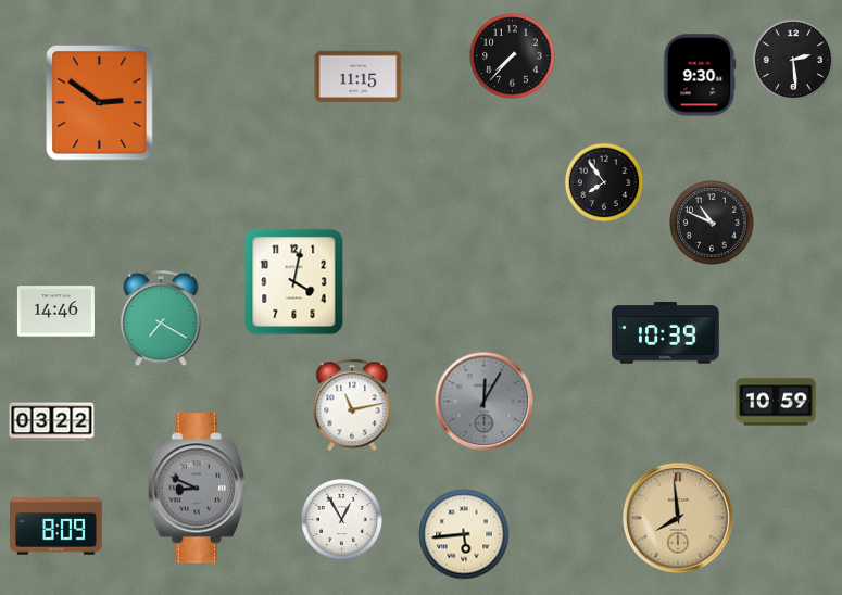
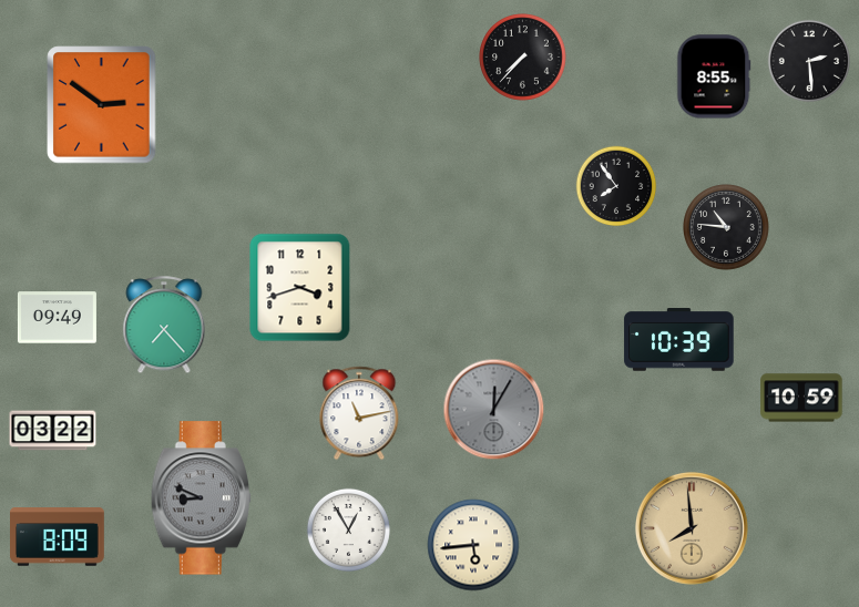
clock at (700, 75): 9:30 -> 8:55
clock at (359, 77): 11:15 -> none
clock at (713, 224): 10:49 -> 10:46
clock at (294, 282): 4:02 -> 3:42
clock at (55, 312): 14:46 -> 09:49
clock at (161, 319): 7:20 -> 7:23
clock at (776, 402) position: (776, 402) -> (801, 398)
